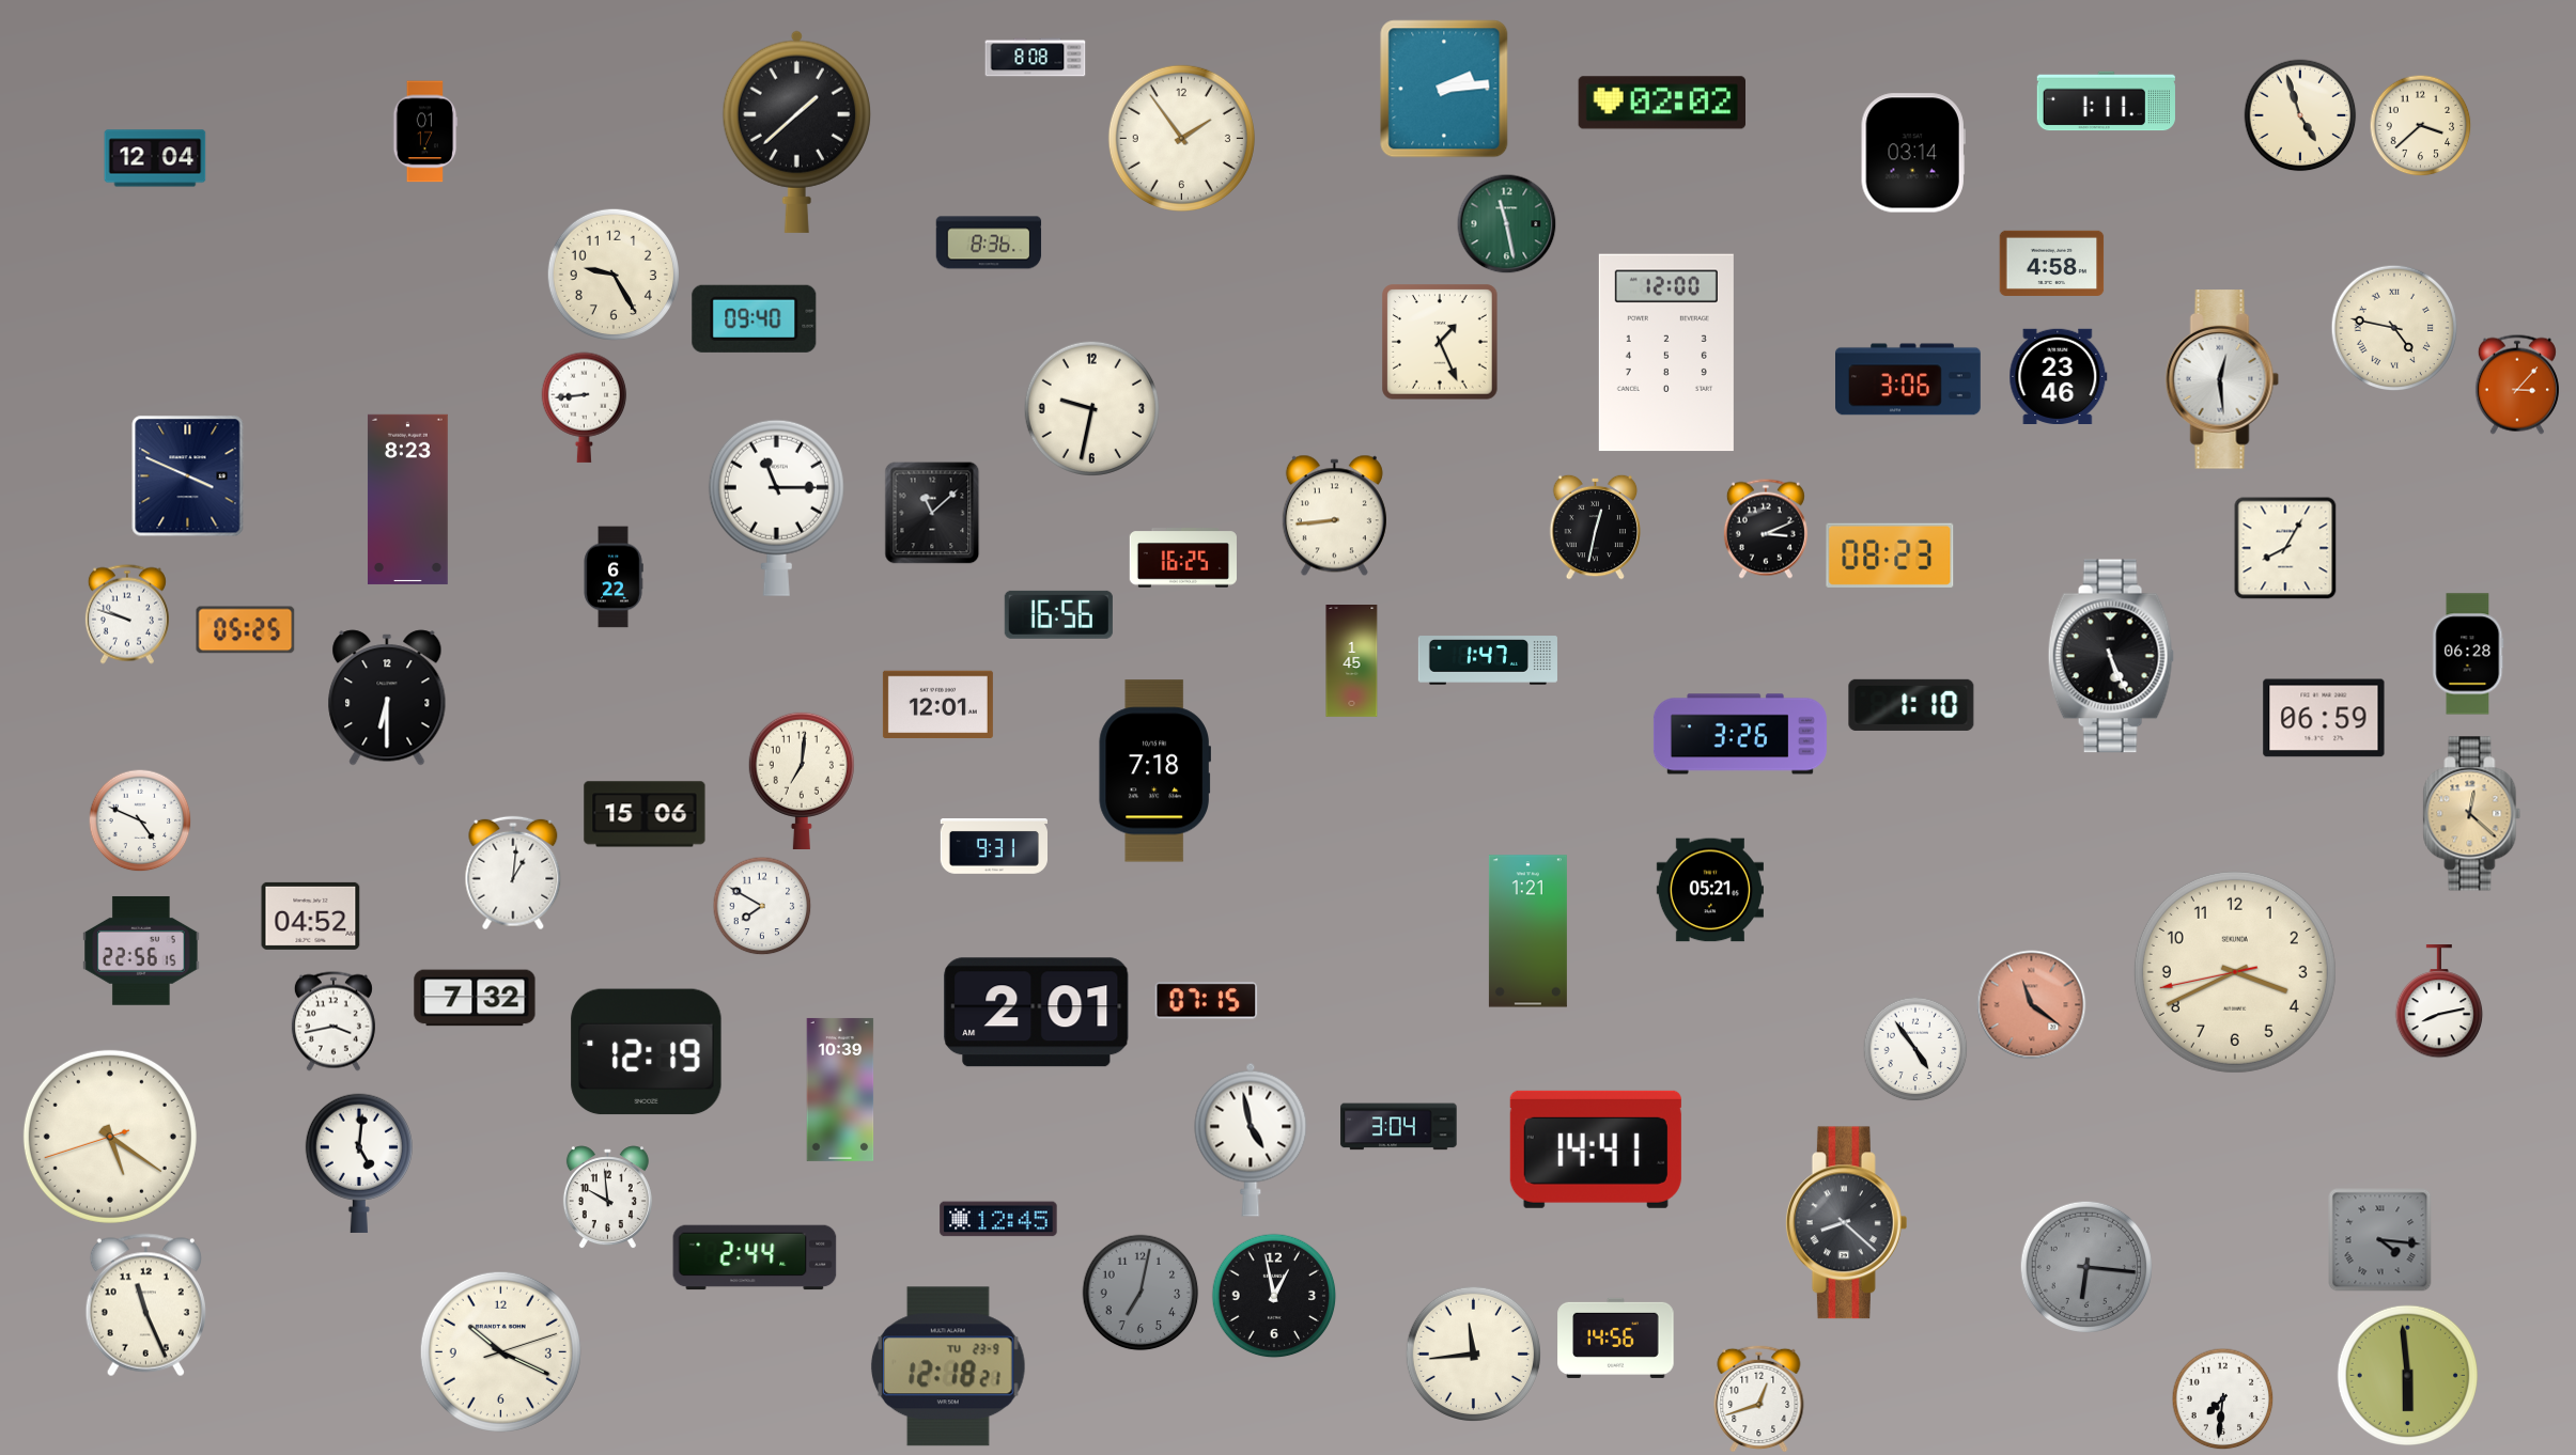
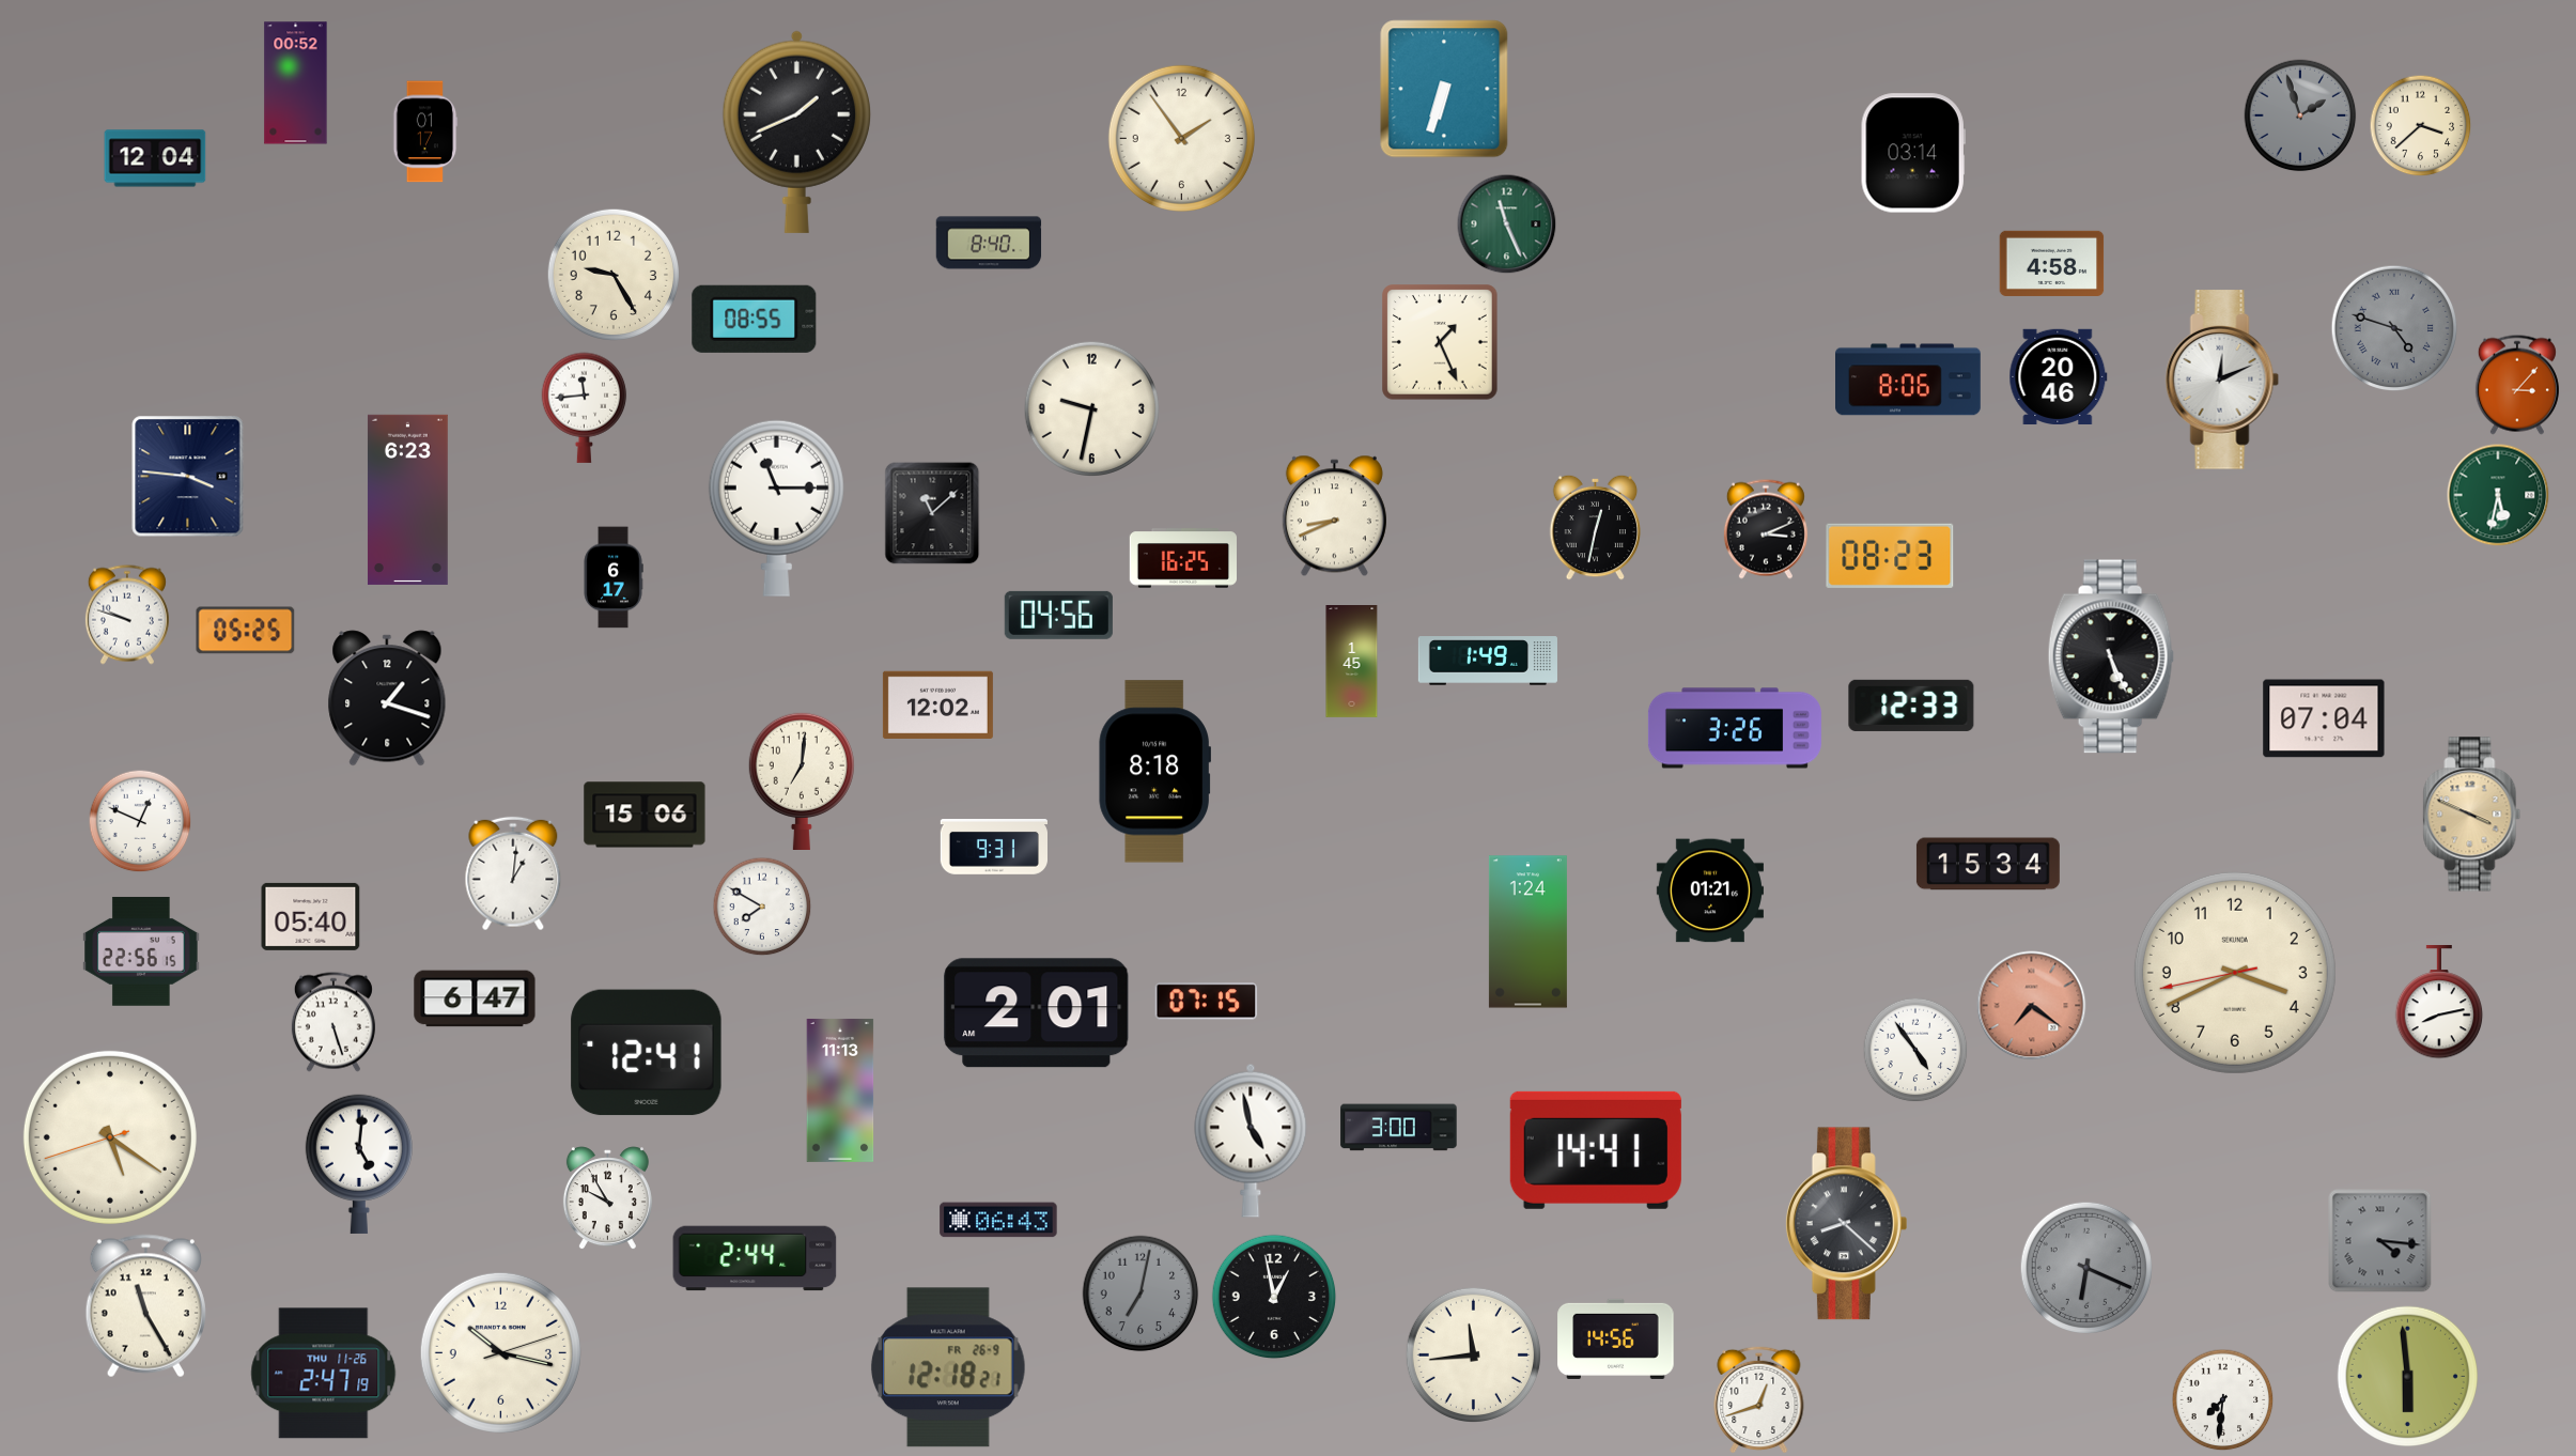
clock at (1036, 58): 8:08 -> none
clock at (296, 83): none -> 00:52
clock at (1444, 89): 2:14 -> 6:33
clock at (2106, 101): 1:11 -> none
clock at (1661, 103): 02:02 -> none
clock at (2300, 115): 4:57 -> 1:57
clock at (2300, 115) dial: cream -> grey
clock at (796, 131): 1:38 -> 1:41
clock at (1507, 224): 11:28 -> 11:26
clock at (989, 242): 8:36 -> 8:40
clock at (755, 318): 09:40 -> 08:55
clock at (2394, 328): 4:47 -> 4:48
clock at (2394, 328) dial: cream -> grey
clock at (1666, 353): 12:00 -> none
clock at (2059, 376): 23:46 -> 20:46
clock at (1909, 379): 3:06 -> 8:06
clock at (2222, 379): 12:29 -> 12:11
clock at (585, 407): 8:44 -> 11:44
clock at (188, 476): 3:49 -> 3:46
clock at (2498, 495): none -> 5:32
clock at (407, 499): 8:23 -> 6:23
clock at (1334, 516): 8:44 -> 8:41
clock at (2285, 548): 8:05 -> none
clock at (614, 577): 6:22 -> 6:17
clock at (1058, 614): 16:56 -> 04:56
clock at (2468, 654): 06:28 -> none
clock at (1488, 660): 1:47 -> 1:49
clock at (387, 698): 6:30 -> 1:18
clock at (937, 705): 12:01 -> 12:02
clock at (1911, 705): 1:10 -> 12:33
clock at (2324, 718): 06:59 -> 07:04
clock at (1740, 734) position: (1740, 734) -> (1735, 728)
clock at (1154, 771): 7:18 -> 8:18
clock at (2472, 814): 12:22 -> 3:49
clock at (140, 820): 4:49 -> 12:49
clock at (1988, 864): none -> 15:34
clock at (1710, 890): 05:21 -> 01:21
clock at (311, 916): 04:52 -> 05:40
clock at (1527, 932): 1:21 -> 1:24
clock at (475, 998): 7:32 -> 6:47
clock at (2032, 1005): 11:21 -> 7:21
clock at (333, 1021): 3:43 -> 5:27
clock at (647, 1052): 12:19 -> 12:41
clock at (840, 1090): 10:39 -> 11:13
clock at (1399, 1127): 3:04 -> 3:00
clock at (607, 1198): 9:59 -> 9:55
clock at (998, 1219): 12:45 -> 06:43
clock at (2085, 1266): 6:16 -> 6:19
clock at (145, 1305): 11:26 -> 11:25
clock at (500, 1351): 10:19 -> 10:17
clock at (948, 1366) date: TU 23-9 -> FR 26-9
clock at (324, 1374): none -> 2:47
